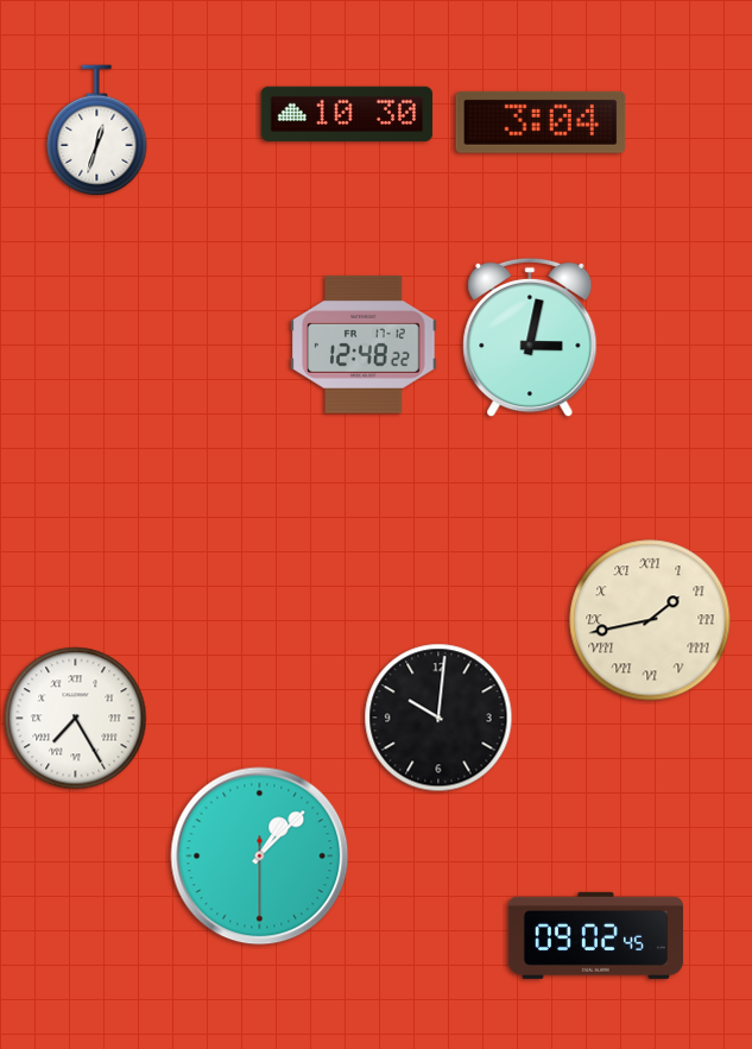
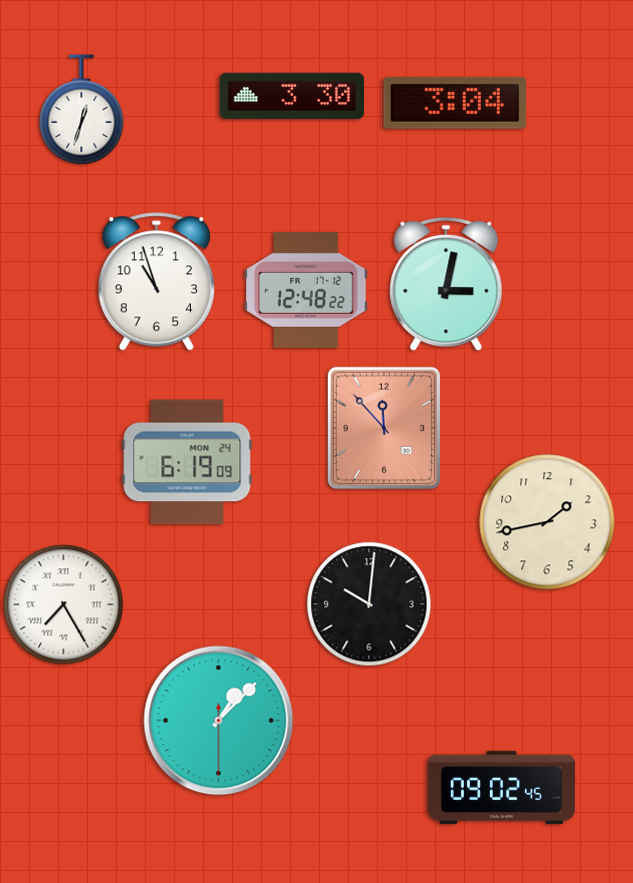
clock at (347, 114): 10:30 -> 3:30
clock at (156, 282): none -> 10:57
clock at (384, 428): none -> 11:53
clock at (187, 462): none -> 6:19
clock at (650, 620) numerals: Roman -> Arabic
